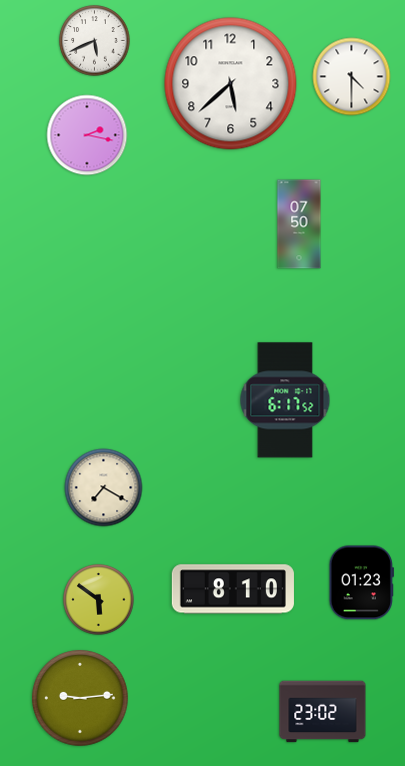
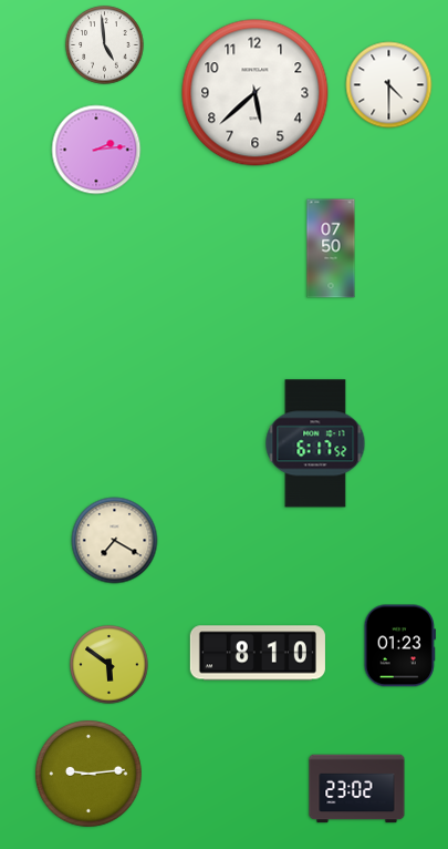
clock at (95, 41): 5:41 -> 4:59
clock at (87, 135): 2:17 -> 2:14
